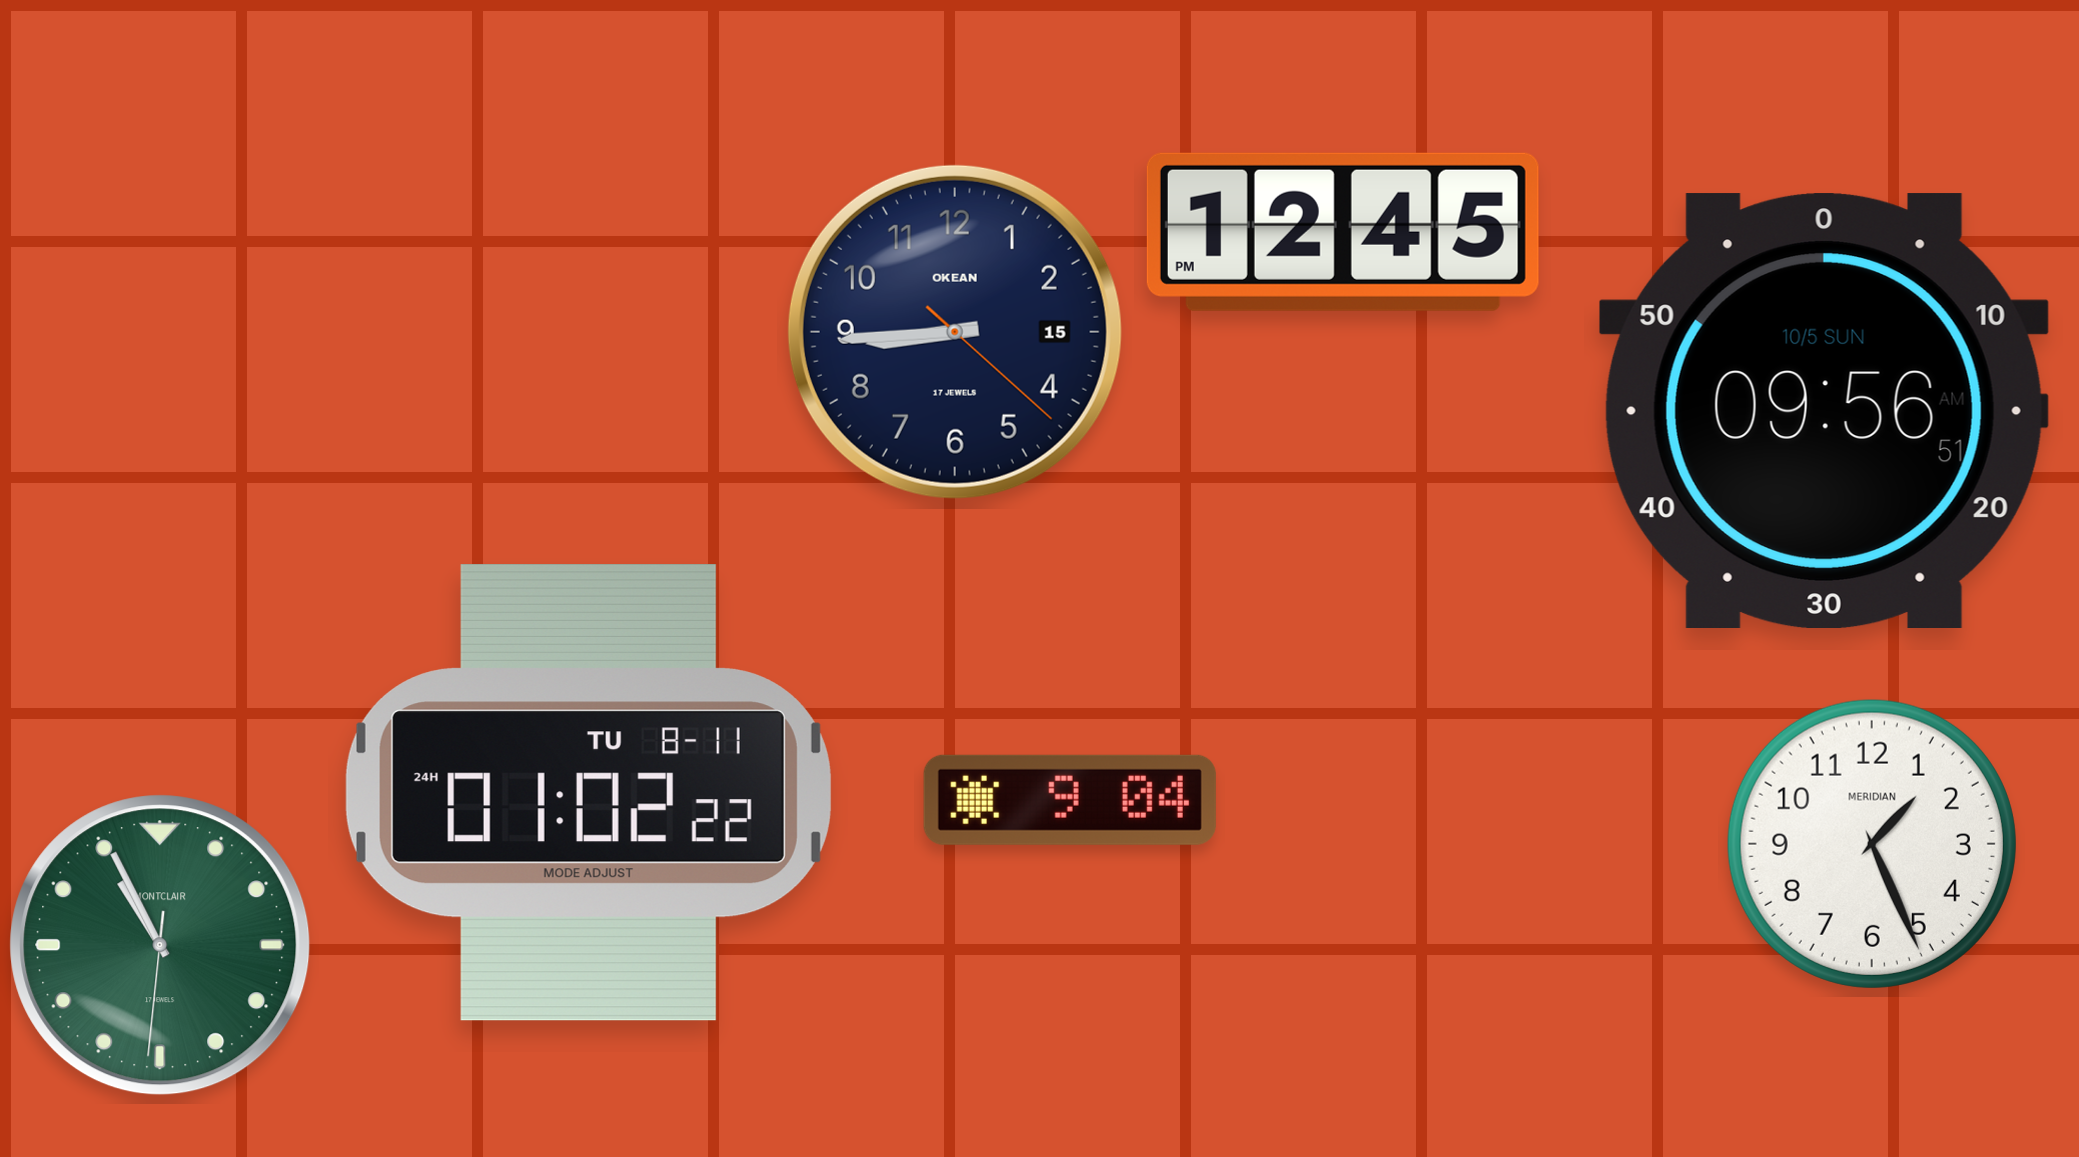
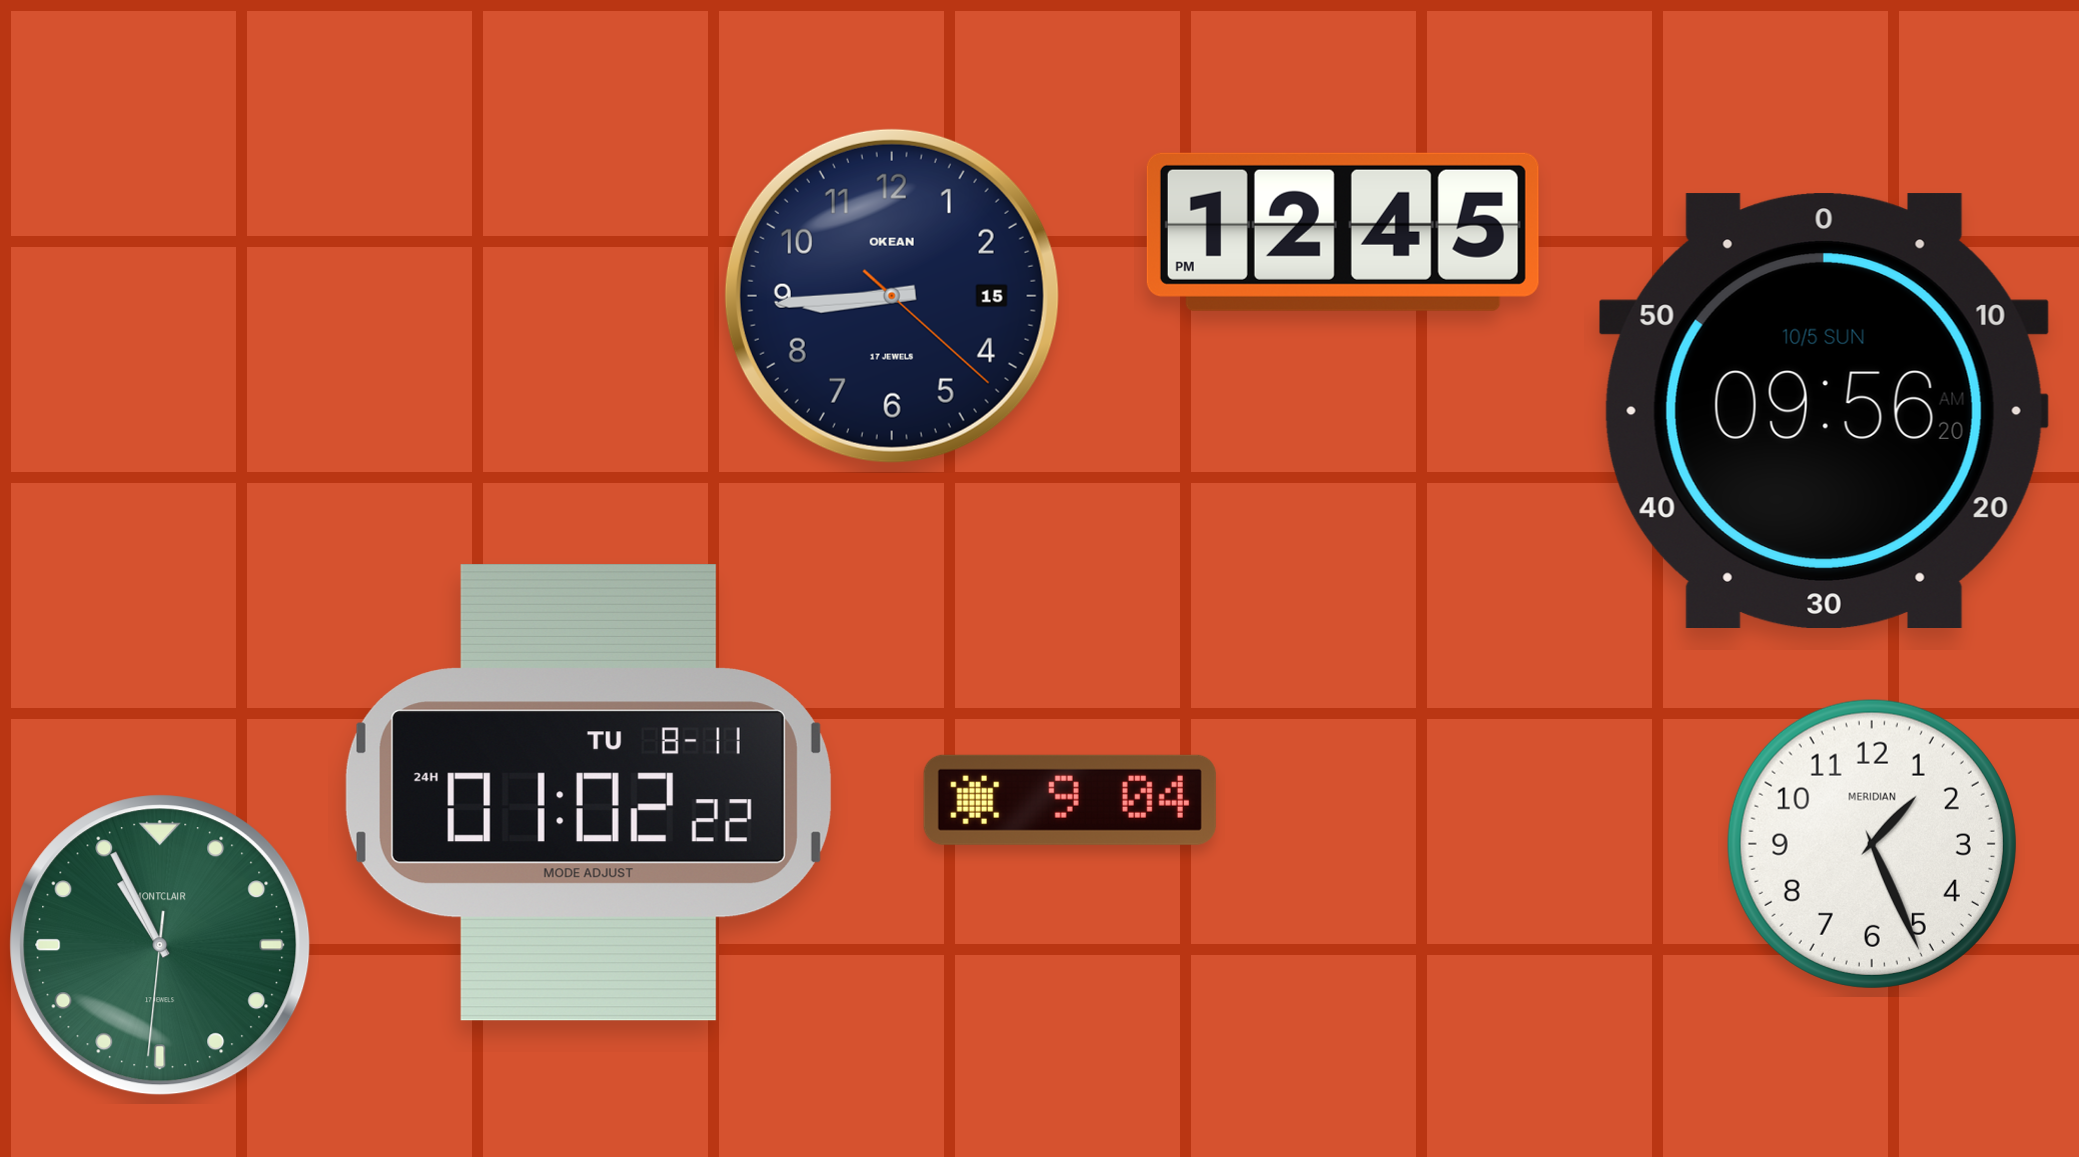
clock at (955, 332) position: (955, 332) -> (892, 296)
clock at (1824, 410): 09:56:51 AM -> 09:56:20 AM
